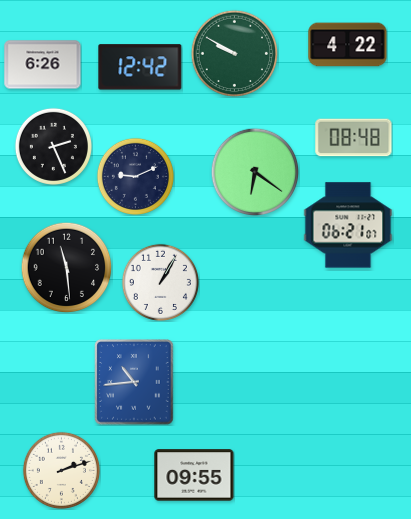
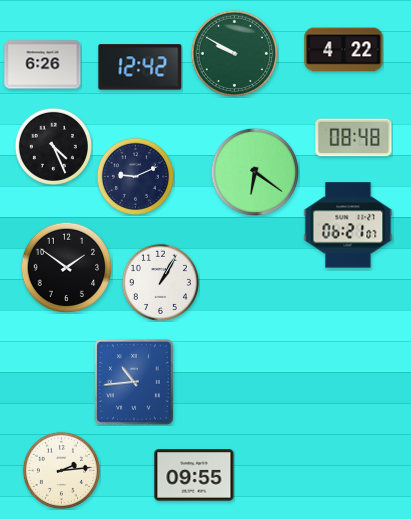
clock at (348, 45) position: (348, 45) -> (344, 50)
clock at (53, 146): 2:26 -> 4:26
clock at (66, 267): 11:29 -> 1:51
clock at (61, 470): 2:12 -> 2:14
